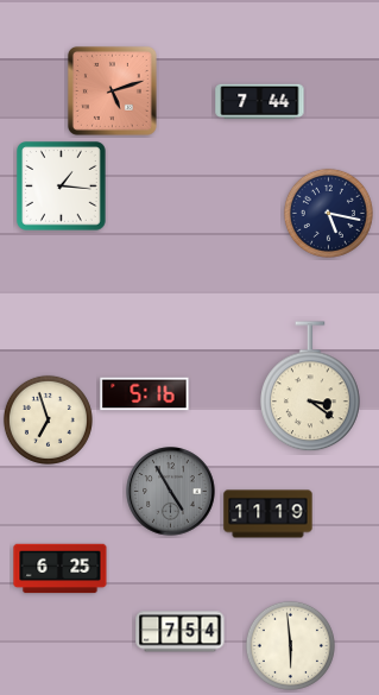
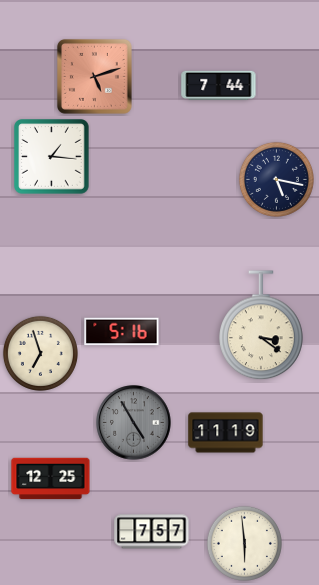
clock at (171, 492) position: (171, 492) -> (134, 423)
clock at (61, 569): 6:25 -> 12:25
clock at (181, 632): 7:54 -> 7:57
